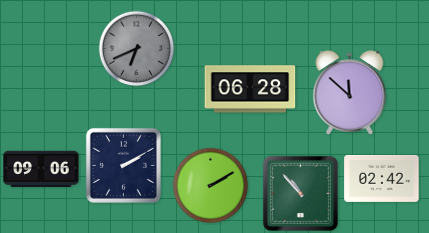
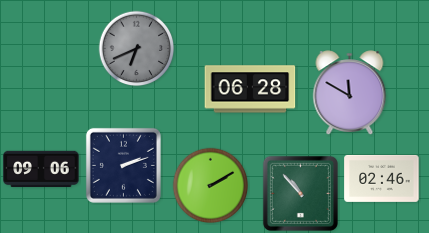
clock at (350, 93): 11:52 -> 11:50
clock at (123, 165): 2:10 -> 2:12
clock at (382, 178): 02:42 -> 02:46
